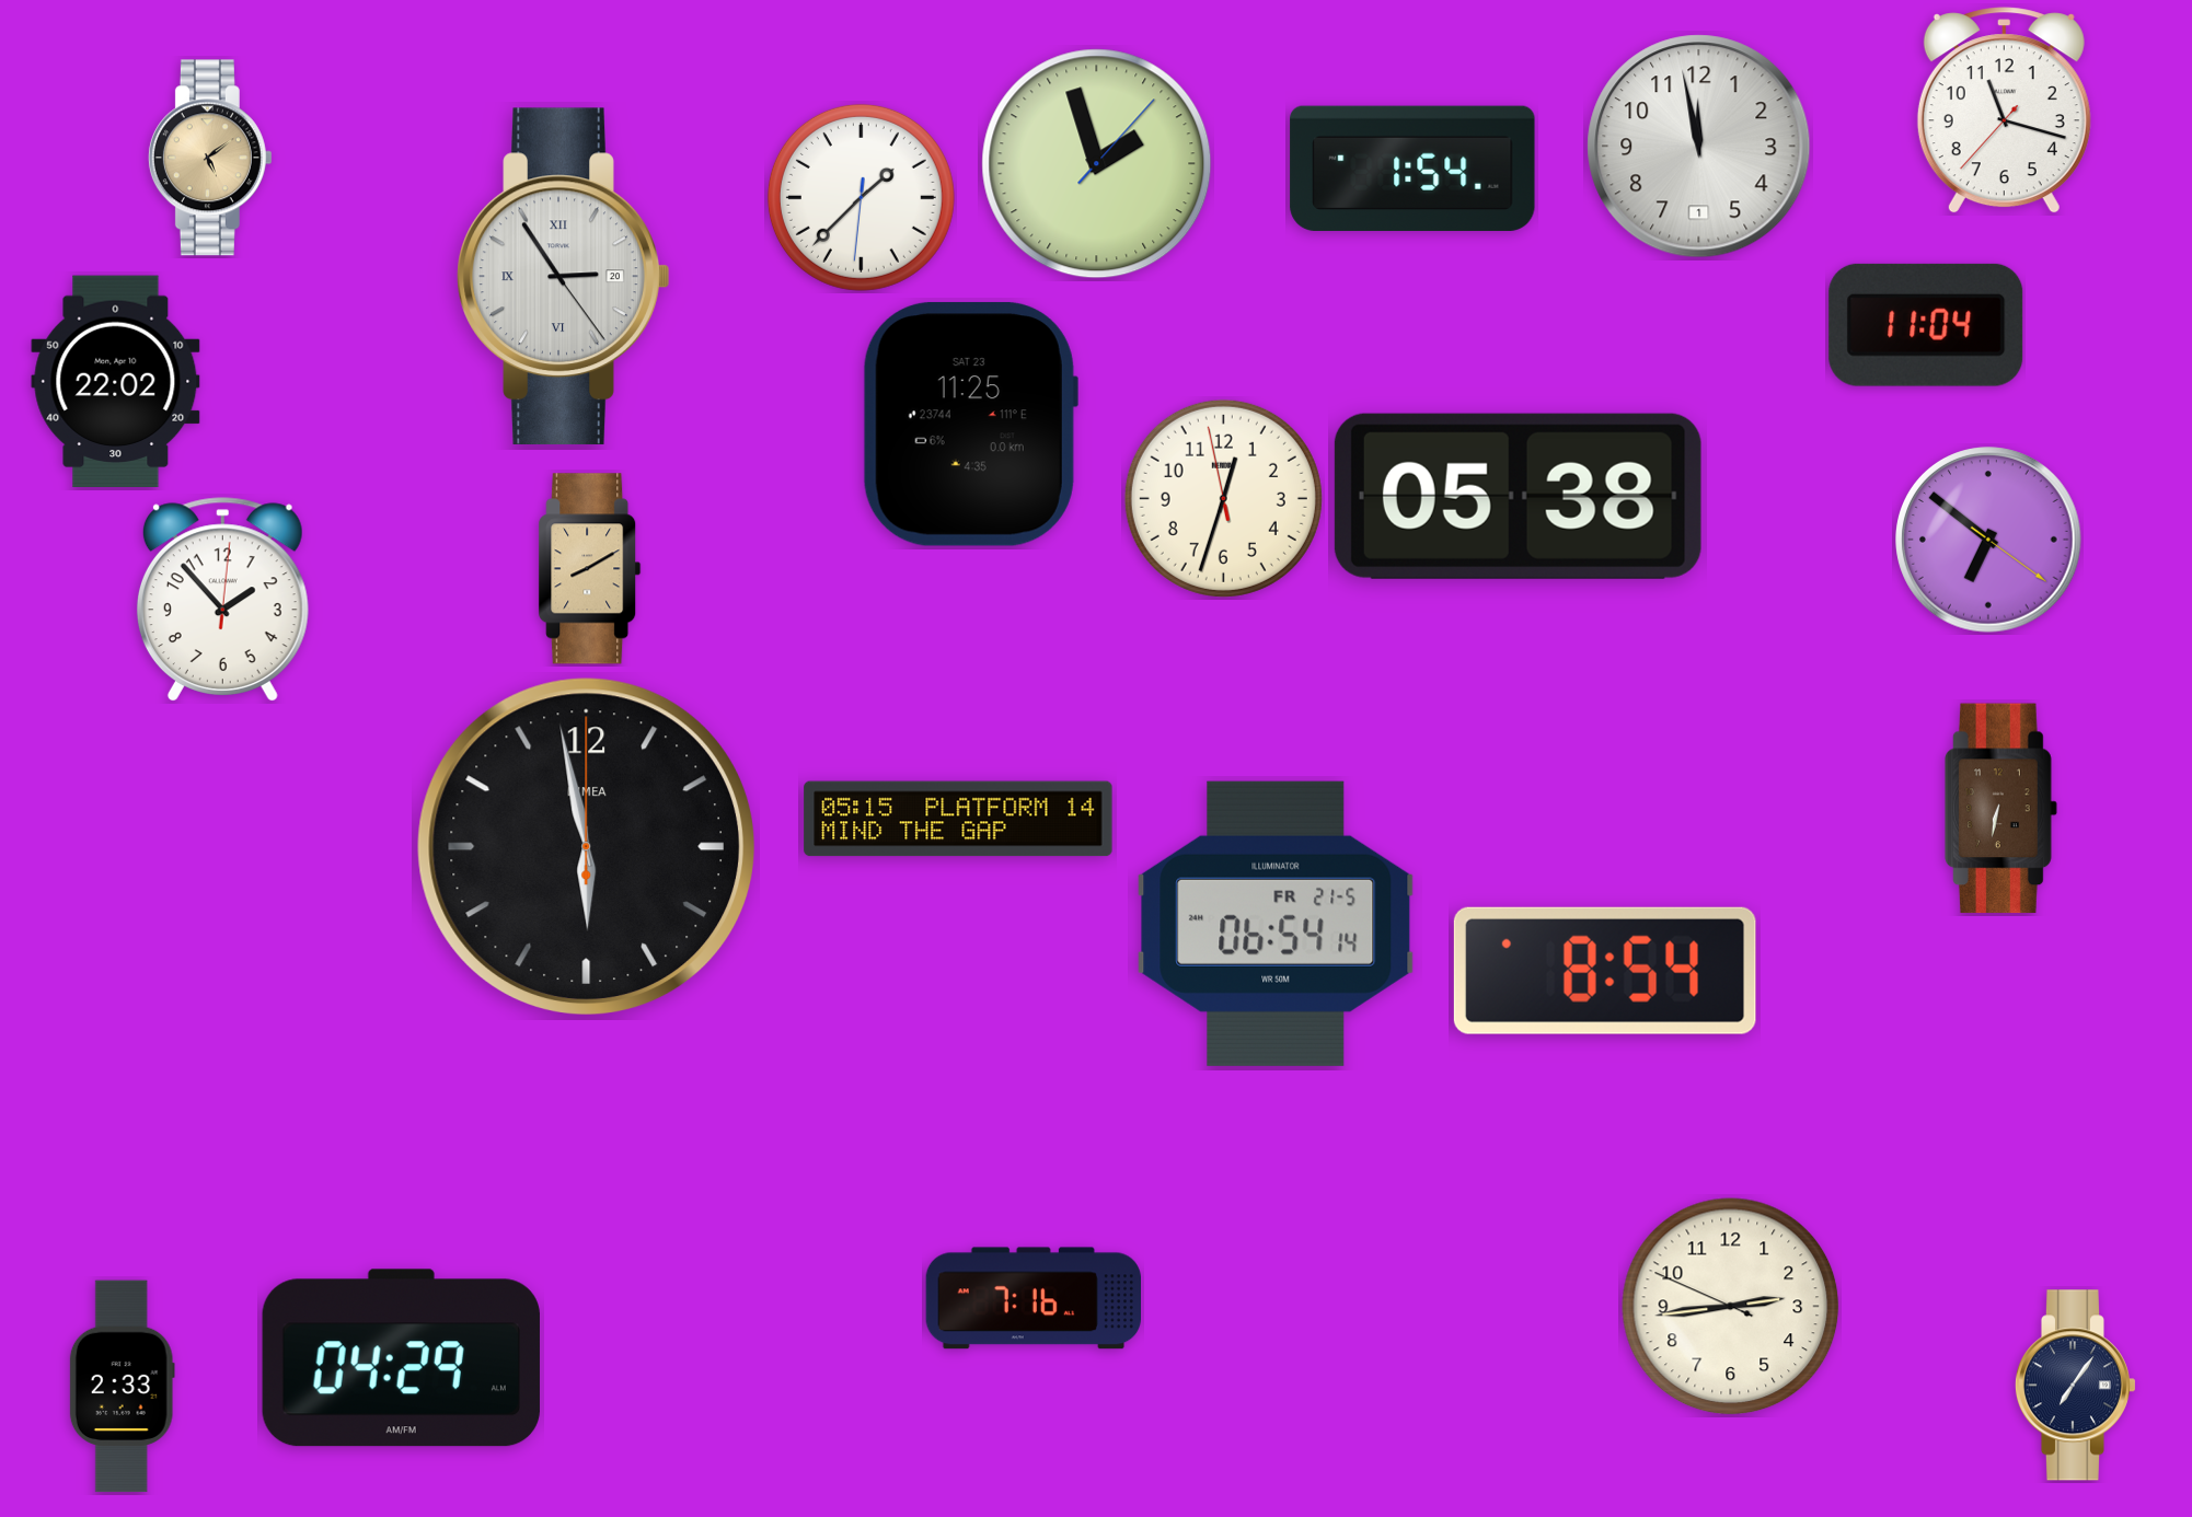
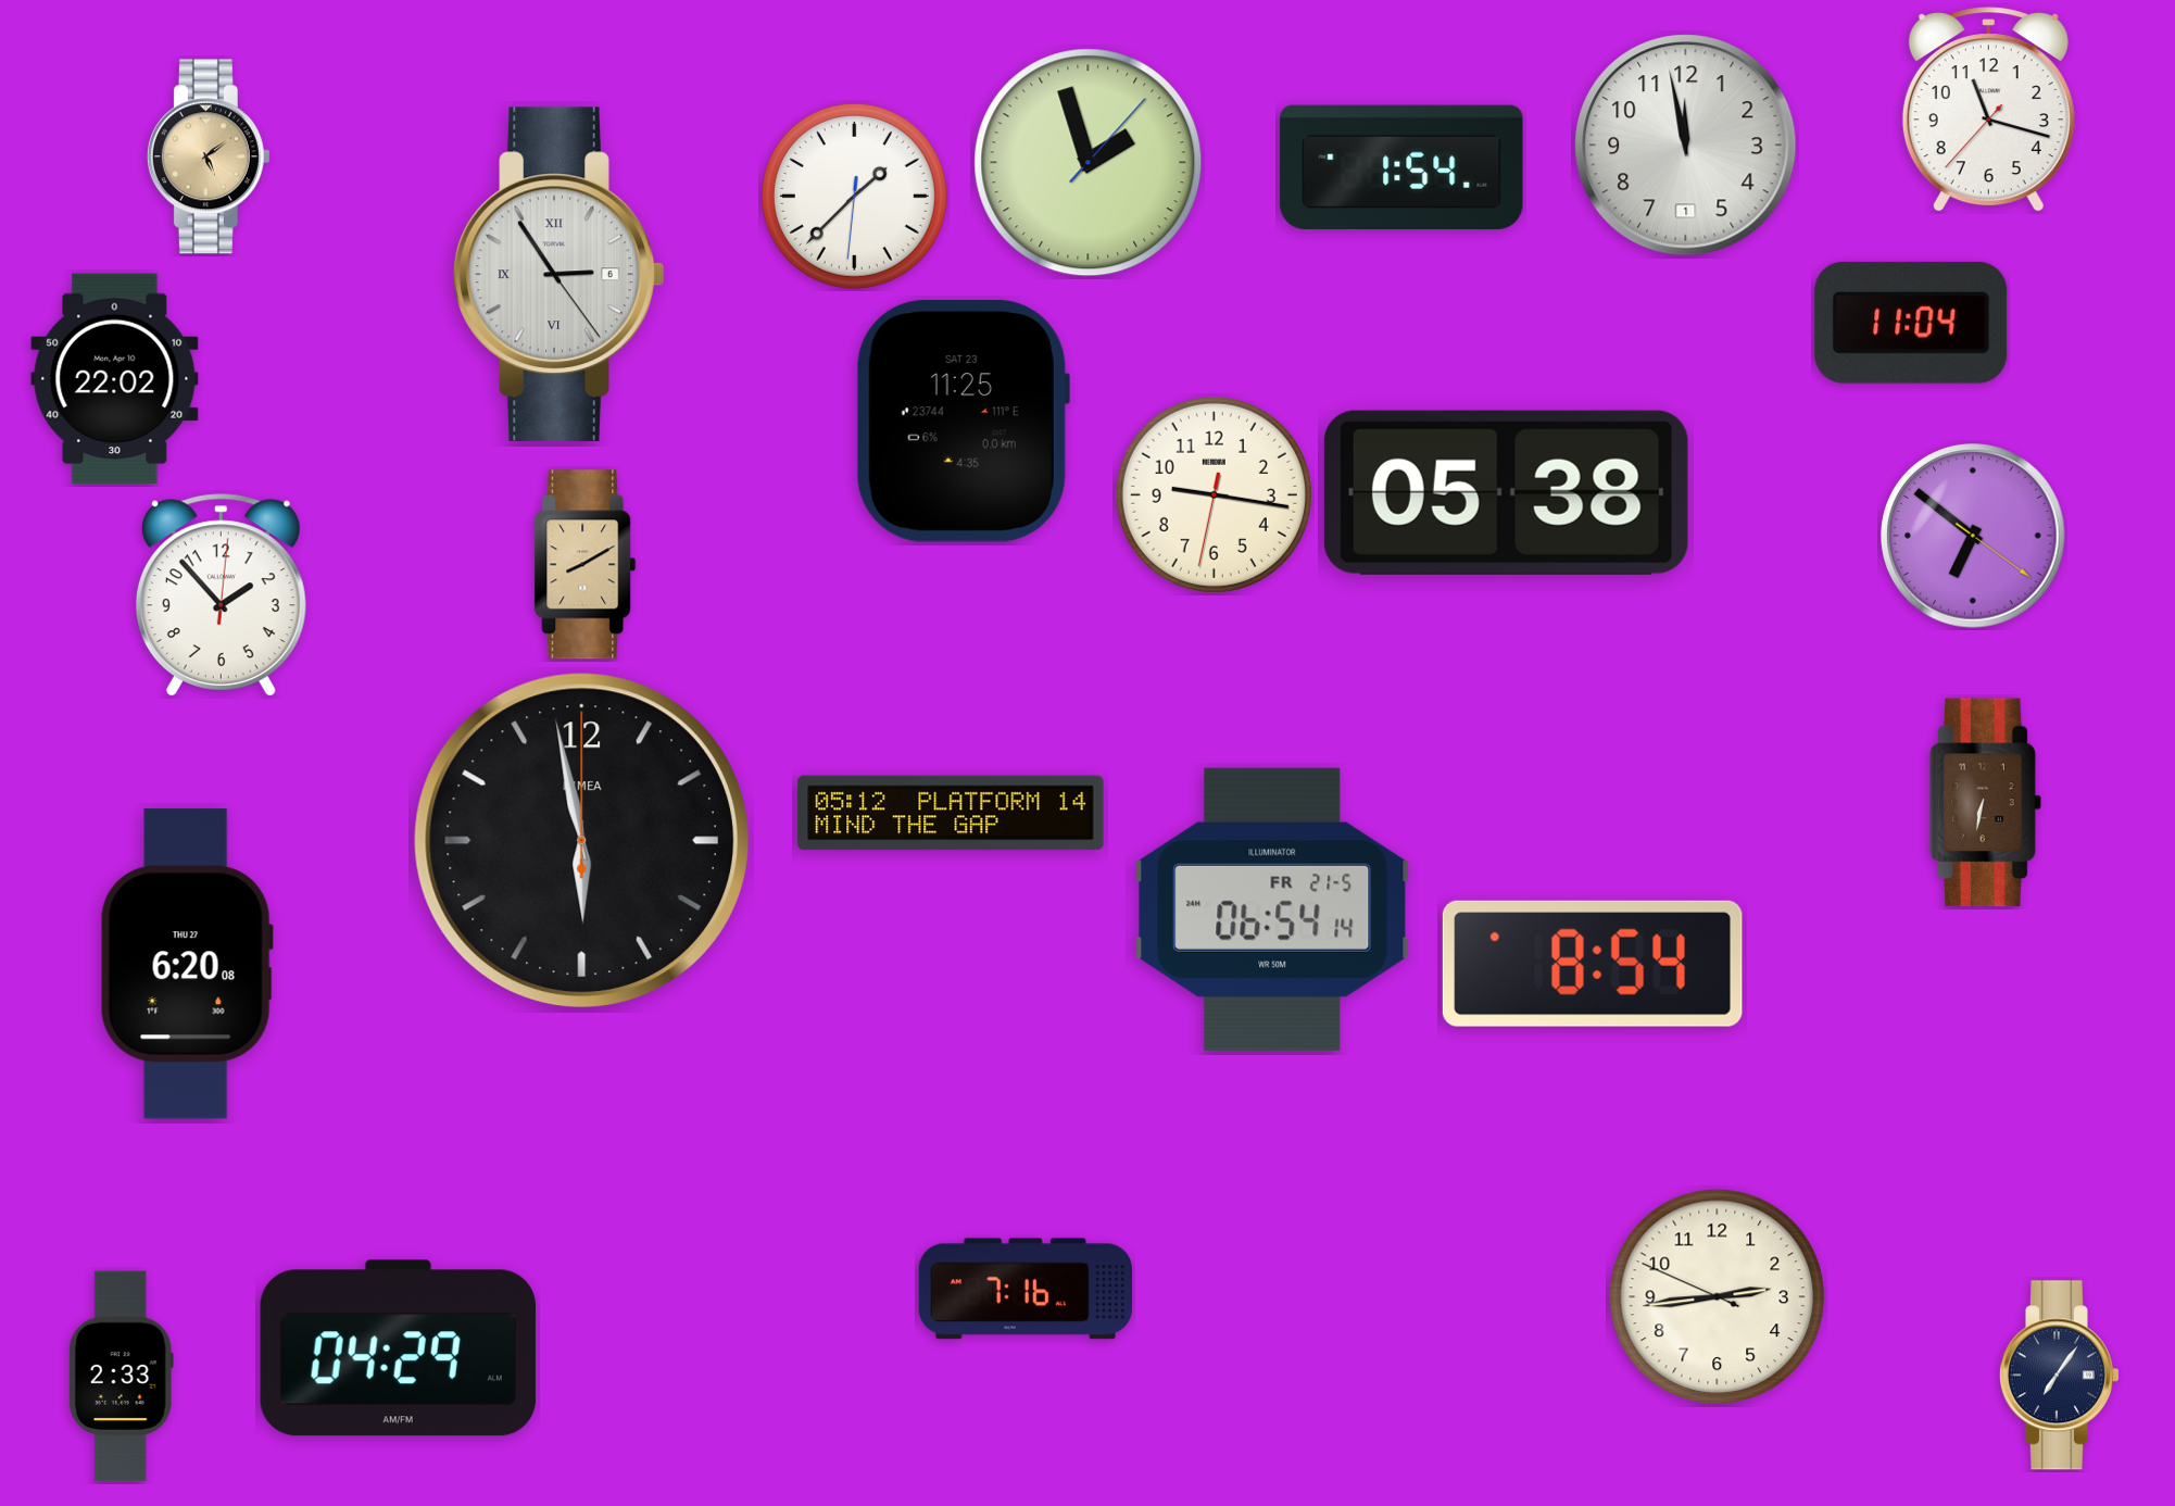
clock at (564, 276) date: 20 -> 6
clock at (1223, 498): 12:32 -> 9:16
clock at (958, 819): 05:15 -> 05:12
clock at (1276, 924) position: (1276, 924) -> (1272, 909)
clock at (187, 964): none -> 6:20
